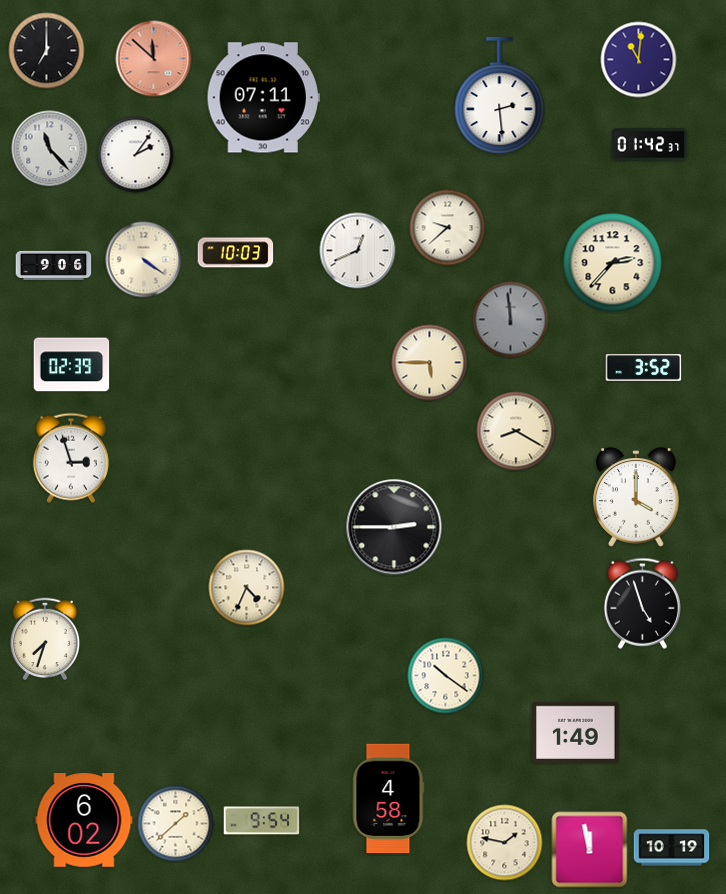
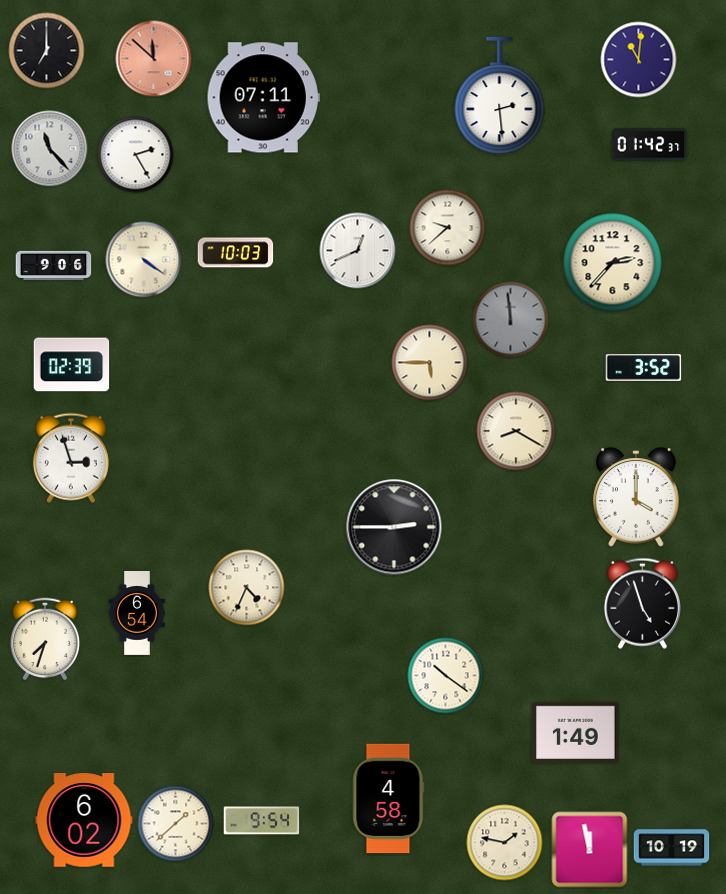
clock at (136, 155): 2:06 -> 2:25
clock at (138, 614): none -> 6:54
